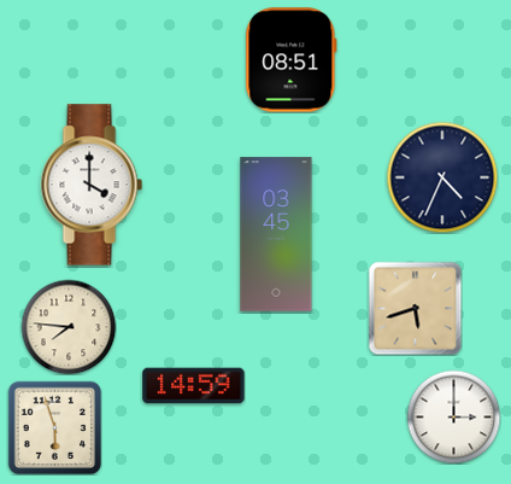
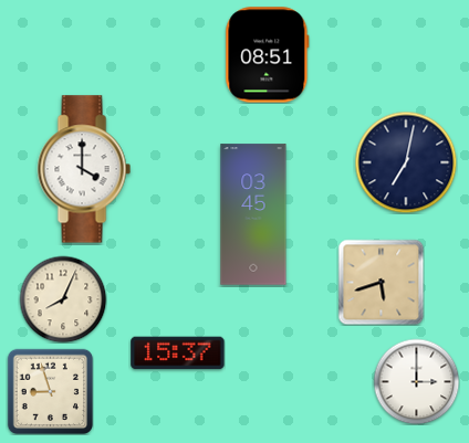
clock at (442, 177): 4:34 -> 7:02
clock at (69, 327): 7:46 -> 8:04
clock at (194, 386): 14:59 -> 15:37
clock at (54, 427): 5:57 -> 8:57
